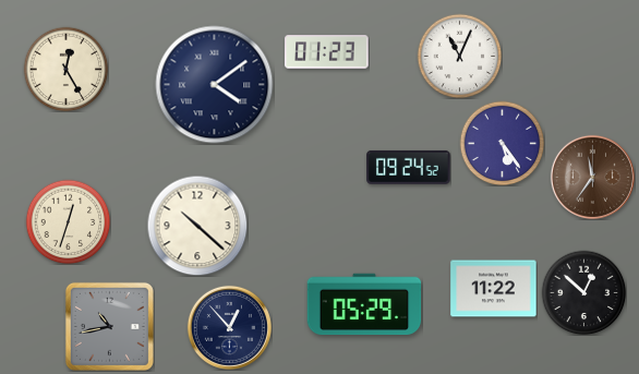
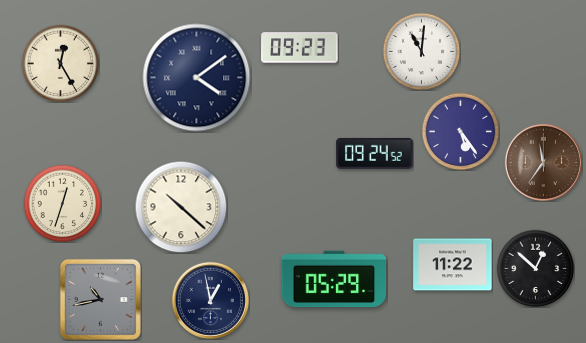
clock at (327, 52): 01:23 -> 09:23
clock at (459, 56): 11:04 -> 11:01
clock at (229, 327): 12:53 -> 12:58
